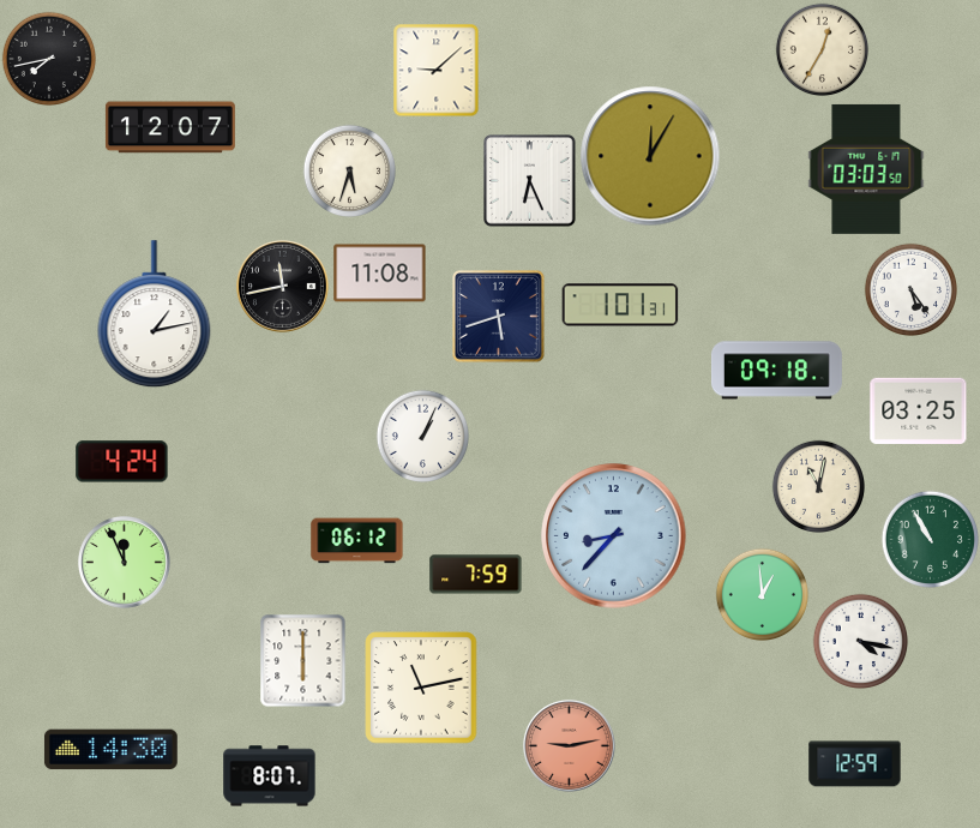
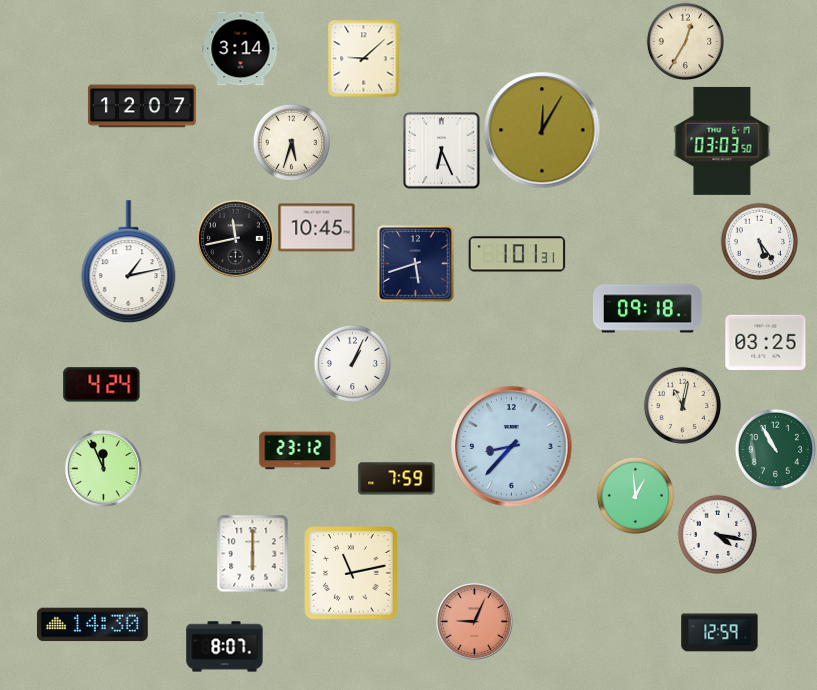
clock at (48, 58): 7:43 -> none
clock at (241, 49): none -> 3:14
clock at (380, 274): 11:08 -> 10:45
clock at (357, 541): 06:12 -> 23:12
clock at (303, 660) position: (303, 660) -> (253, 553)
clock at (569, 745): 9:13 -> 9:04
clock at (855, 764) position: (855, 764) -> (720, 633)
